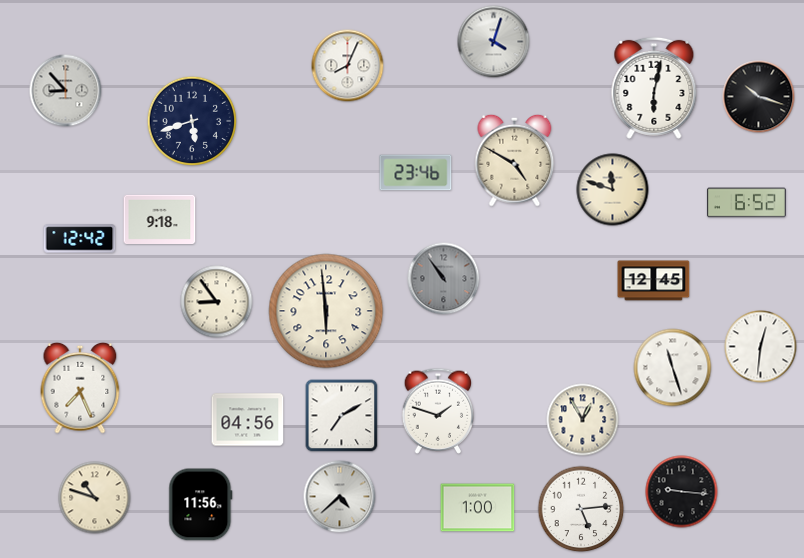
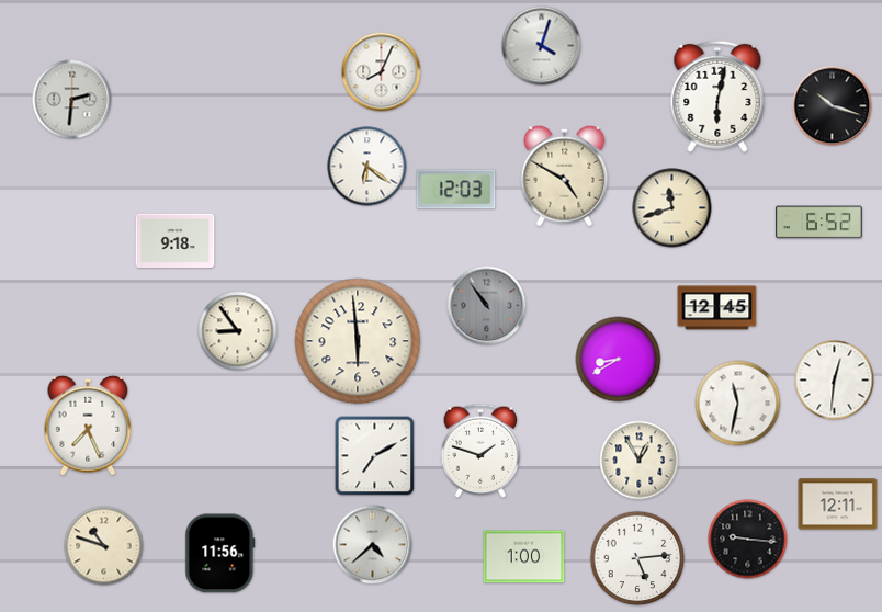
clock at (66, 91): 8:53 -> 2:31
clock at (192, 121): 5:42 -> none
clock at (367, 167): none -> 6:21
clock at (416, 173): 23:46 -> 12:03
clock at (613, 190): 11:48 -> 11:42
clock at (80, 239): 12:42 -> none
clock at (619, 360): none -> 8:40
clock at (673, 368): 11:27 -> 11:32
clock at (248, 420): 04:56 -> none
clock at (838, 505): none -> 12:11
